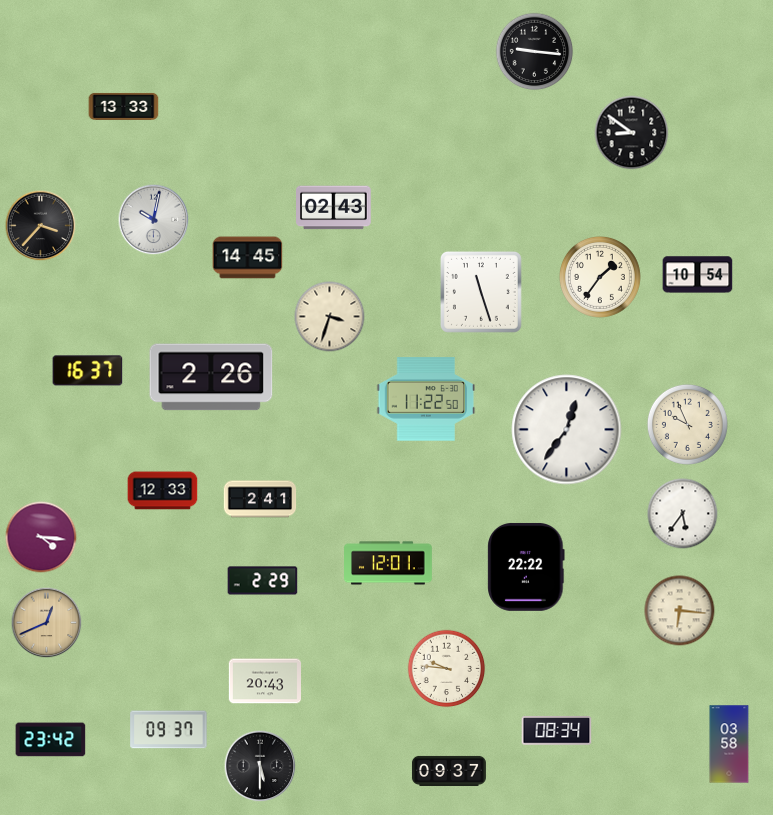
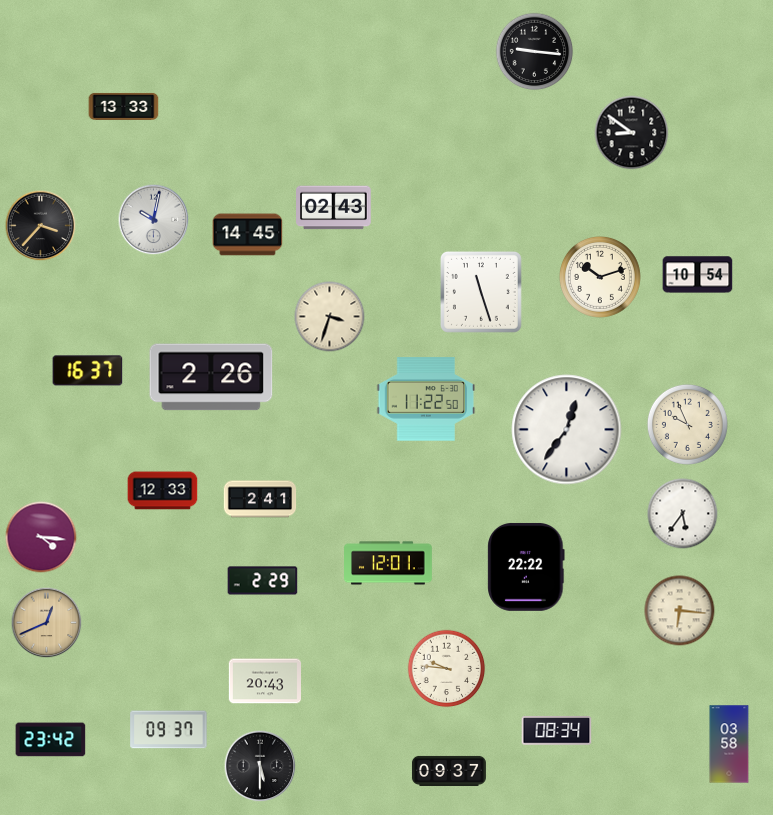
clock at (248, 258) position: (248, 258) -> (248, 235)
clock at (600, 277): 1:36 -> 10:12
